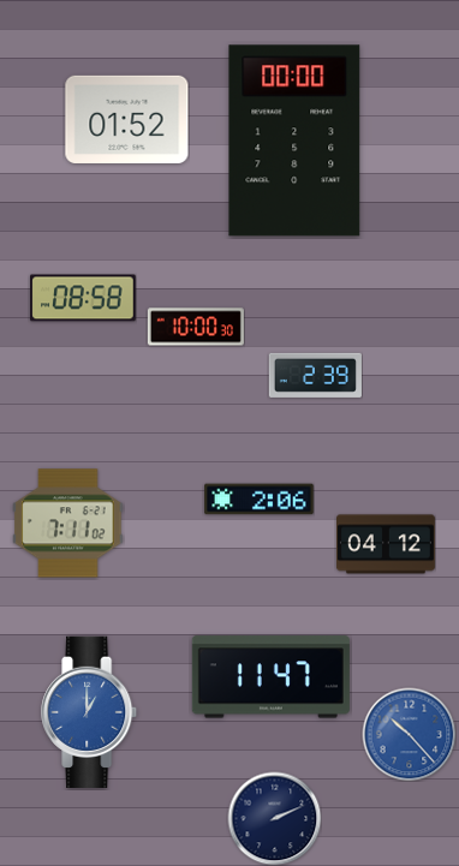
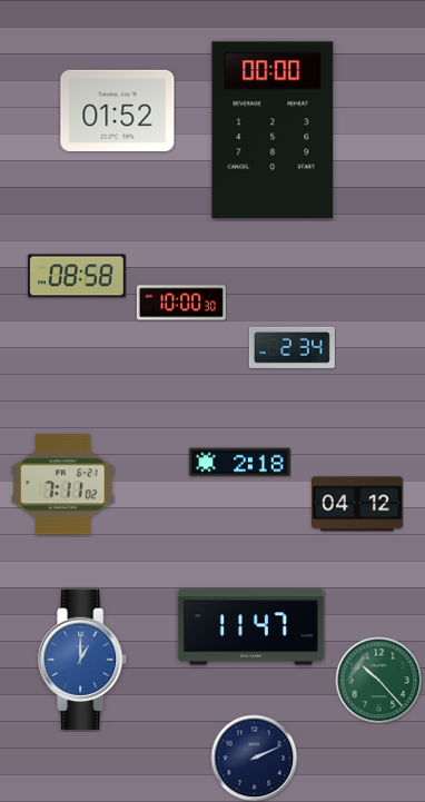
clock at (315, 375): 2:39 -> 2:34
clock at (260, 500): 2:06 -> 2:18
clock at (409, 734) dial: blue -> green
